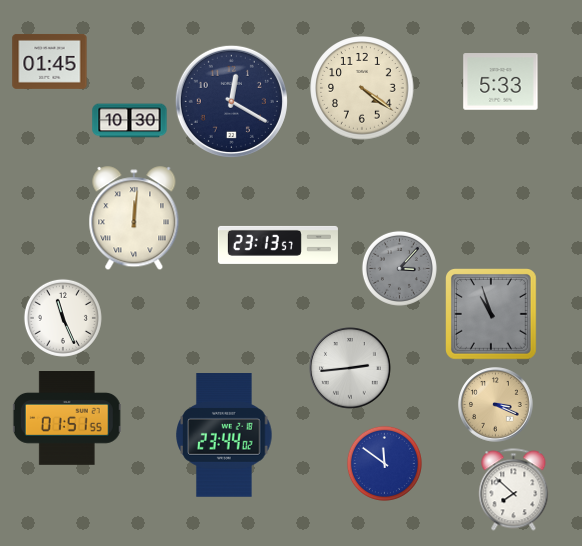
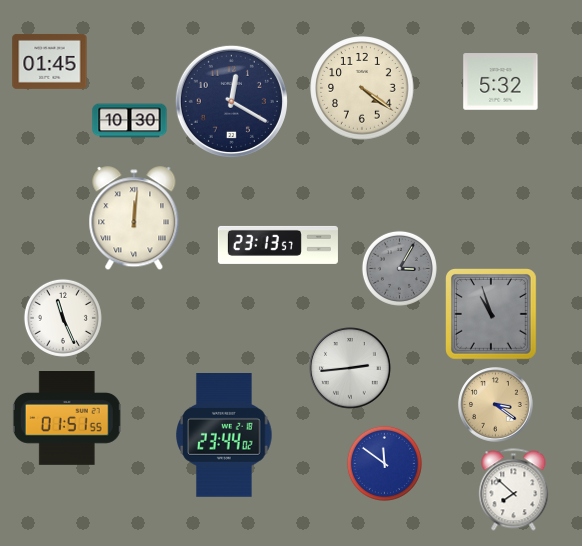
clock at (501, 82): 5:33 -> 5:32
clock at (399, 268): 3:07 -> 3:05
clock at (496, 405): 3:19 -> 3:21
